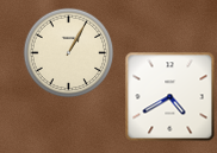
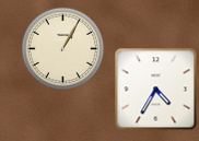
clock at (170, 97): 4:40 -> 4:35
